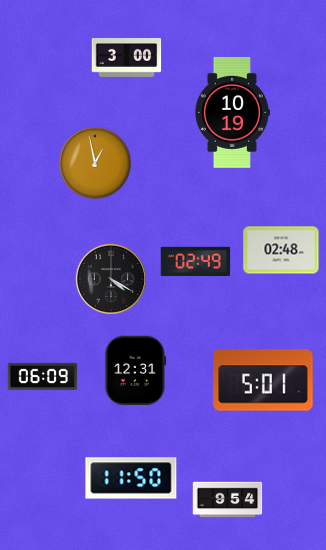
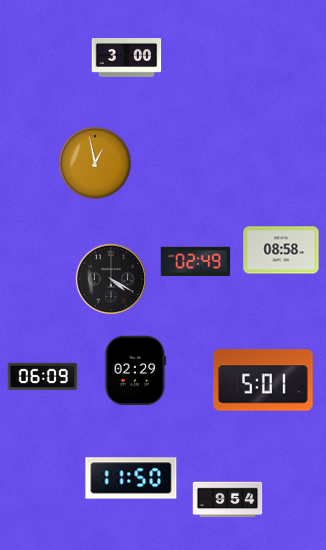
clock at (231, 112): 10:19 -> none
clock at (281, 250): 02:48 -> 08:58
clock at (136, 371): 12:31 -> 02:29
